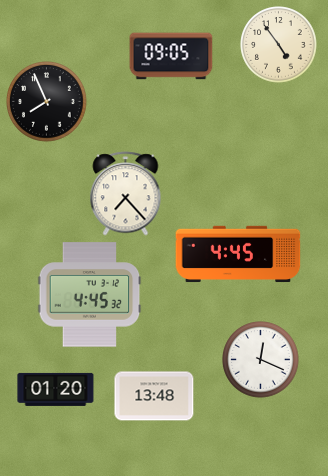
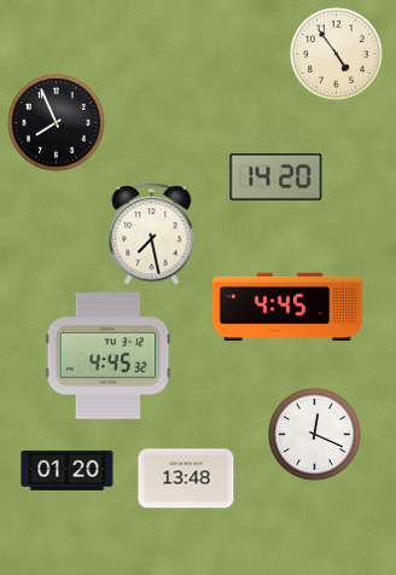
clock at (171, 56): 09:05 -> none
clock at (276, 178): none -> 14:20
clock at (126, 194): 7:23 -> 7:28
